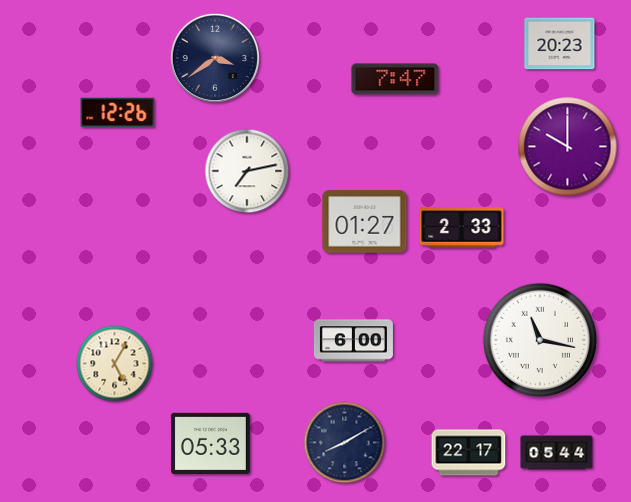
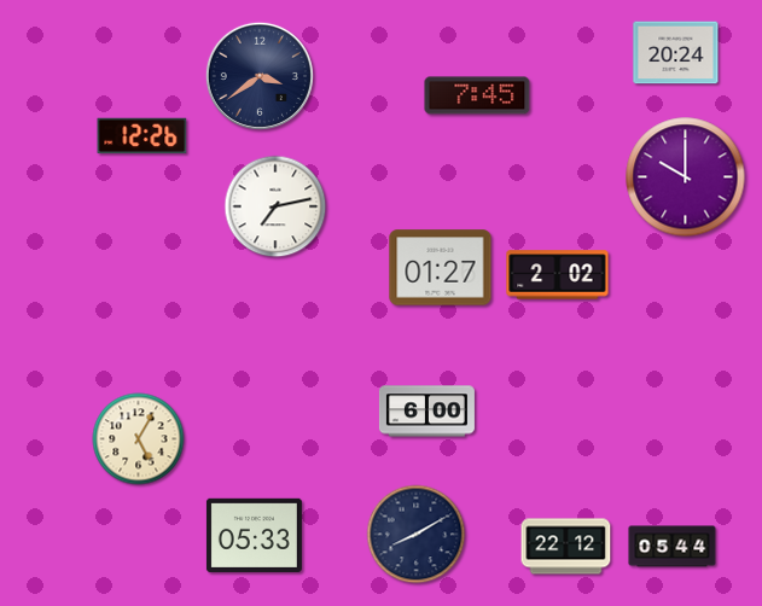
clock at (560, 44): 20:23 -> 20:24
clock at (215, 58) position: (215, 58) -> (260, 76)
clock at (395, 79): 7:47 -> 7:45
clock at (247, 171) position: (247, 171) -> (275, 206)
clock at (462, 228): 2:33 -> 2:02
clock at (540, 340): 11:17 -> none
clock at (469, 453): 22:17 -> 22:12
